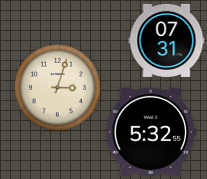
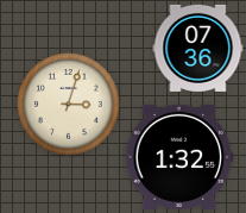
clock at (167, 40): 07:31 -> 07:36
clock at (151, 132): 5:32 -> 1:32
